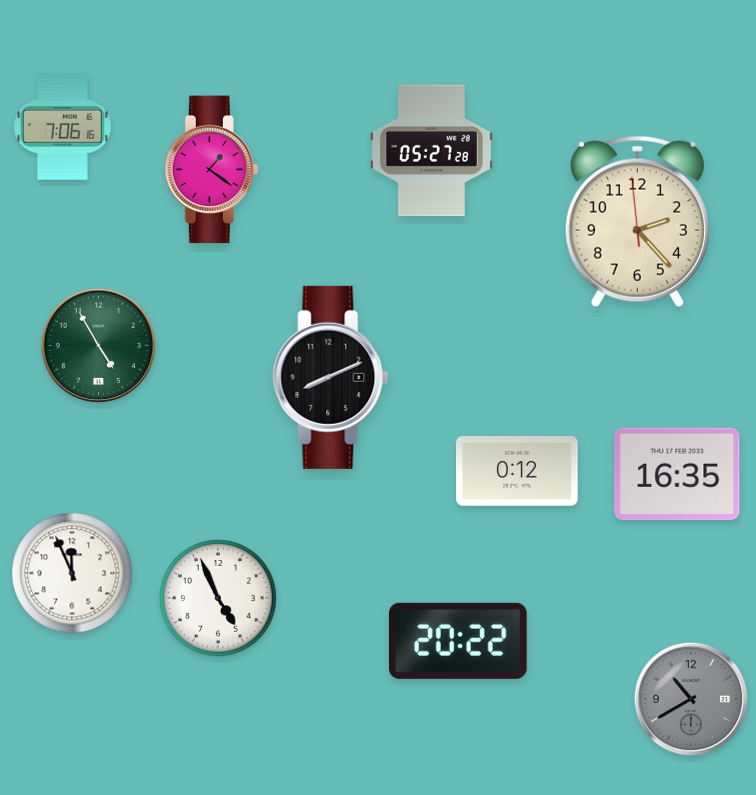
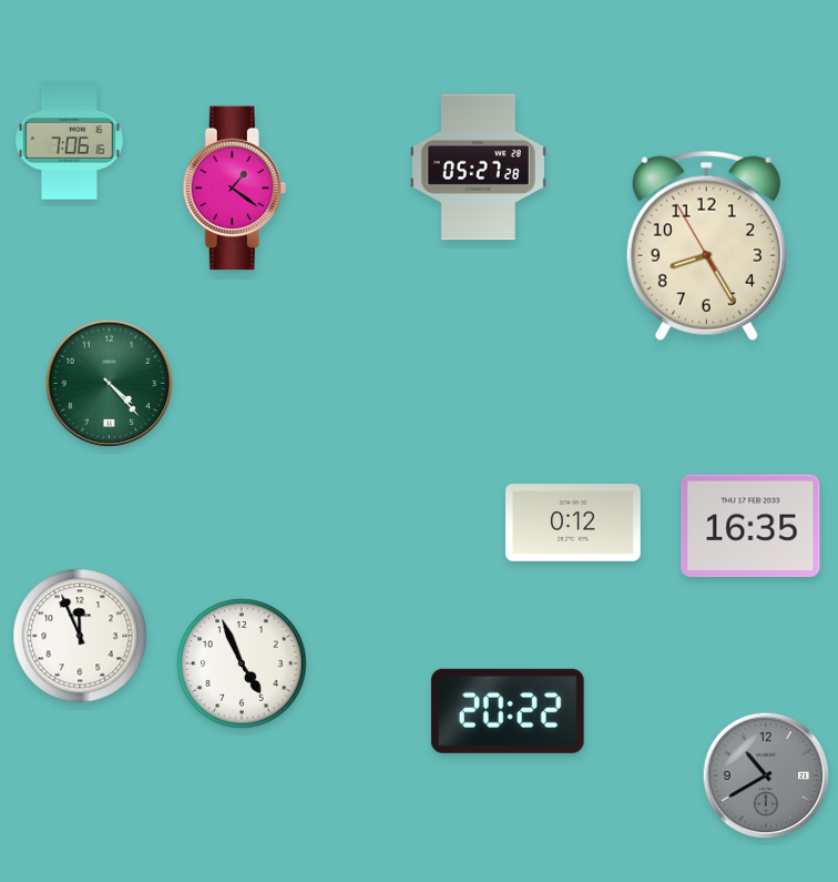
clock at (637, 221): 2:22 -> 8:24
clock at (99, 346): 4:55 -> 4:23
clock at (331, 377): 8:11 -> none
